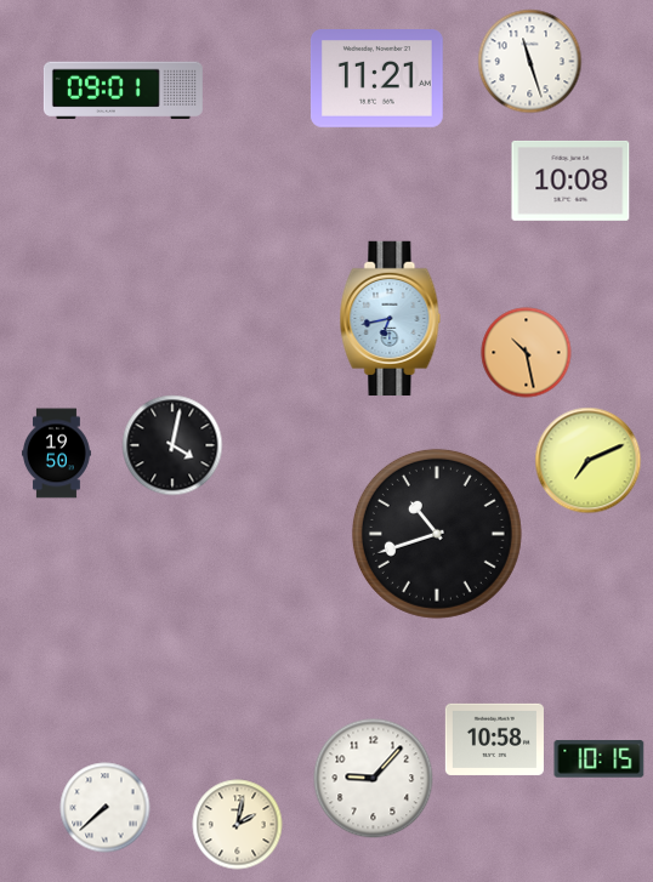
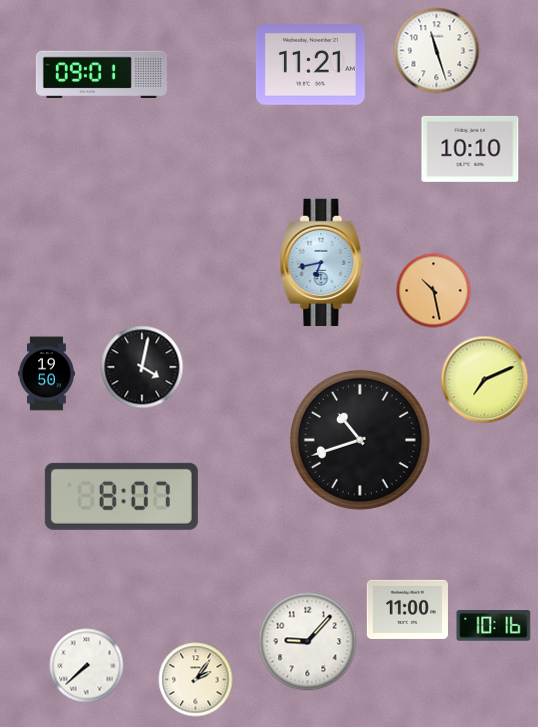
clock at (570, 181): 10:08 -> 10:10
clock at (121, 496): none -> 8:07
clock at (494, 739): 10:58 -> 11:00
clock at (600, 759): 10:15 -> 10:16
clock at (238, 825): 2:02 -> 2:06
